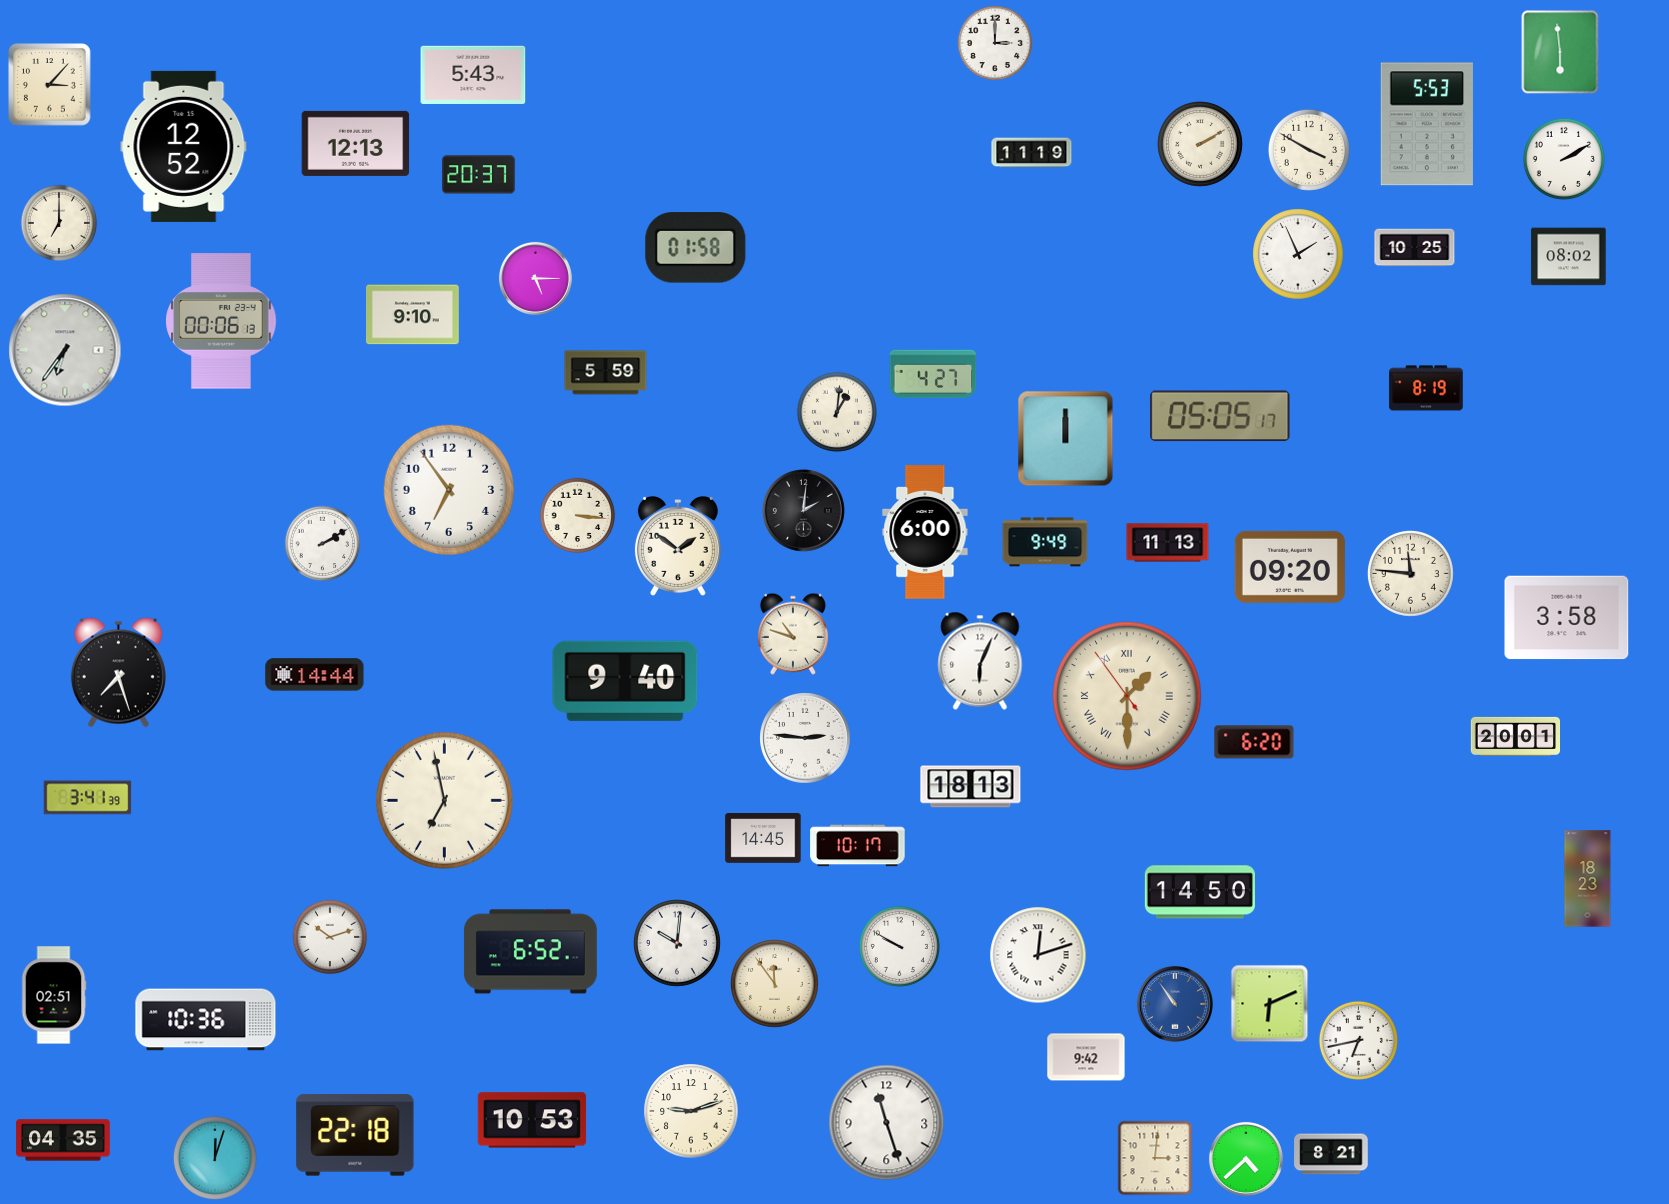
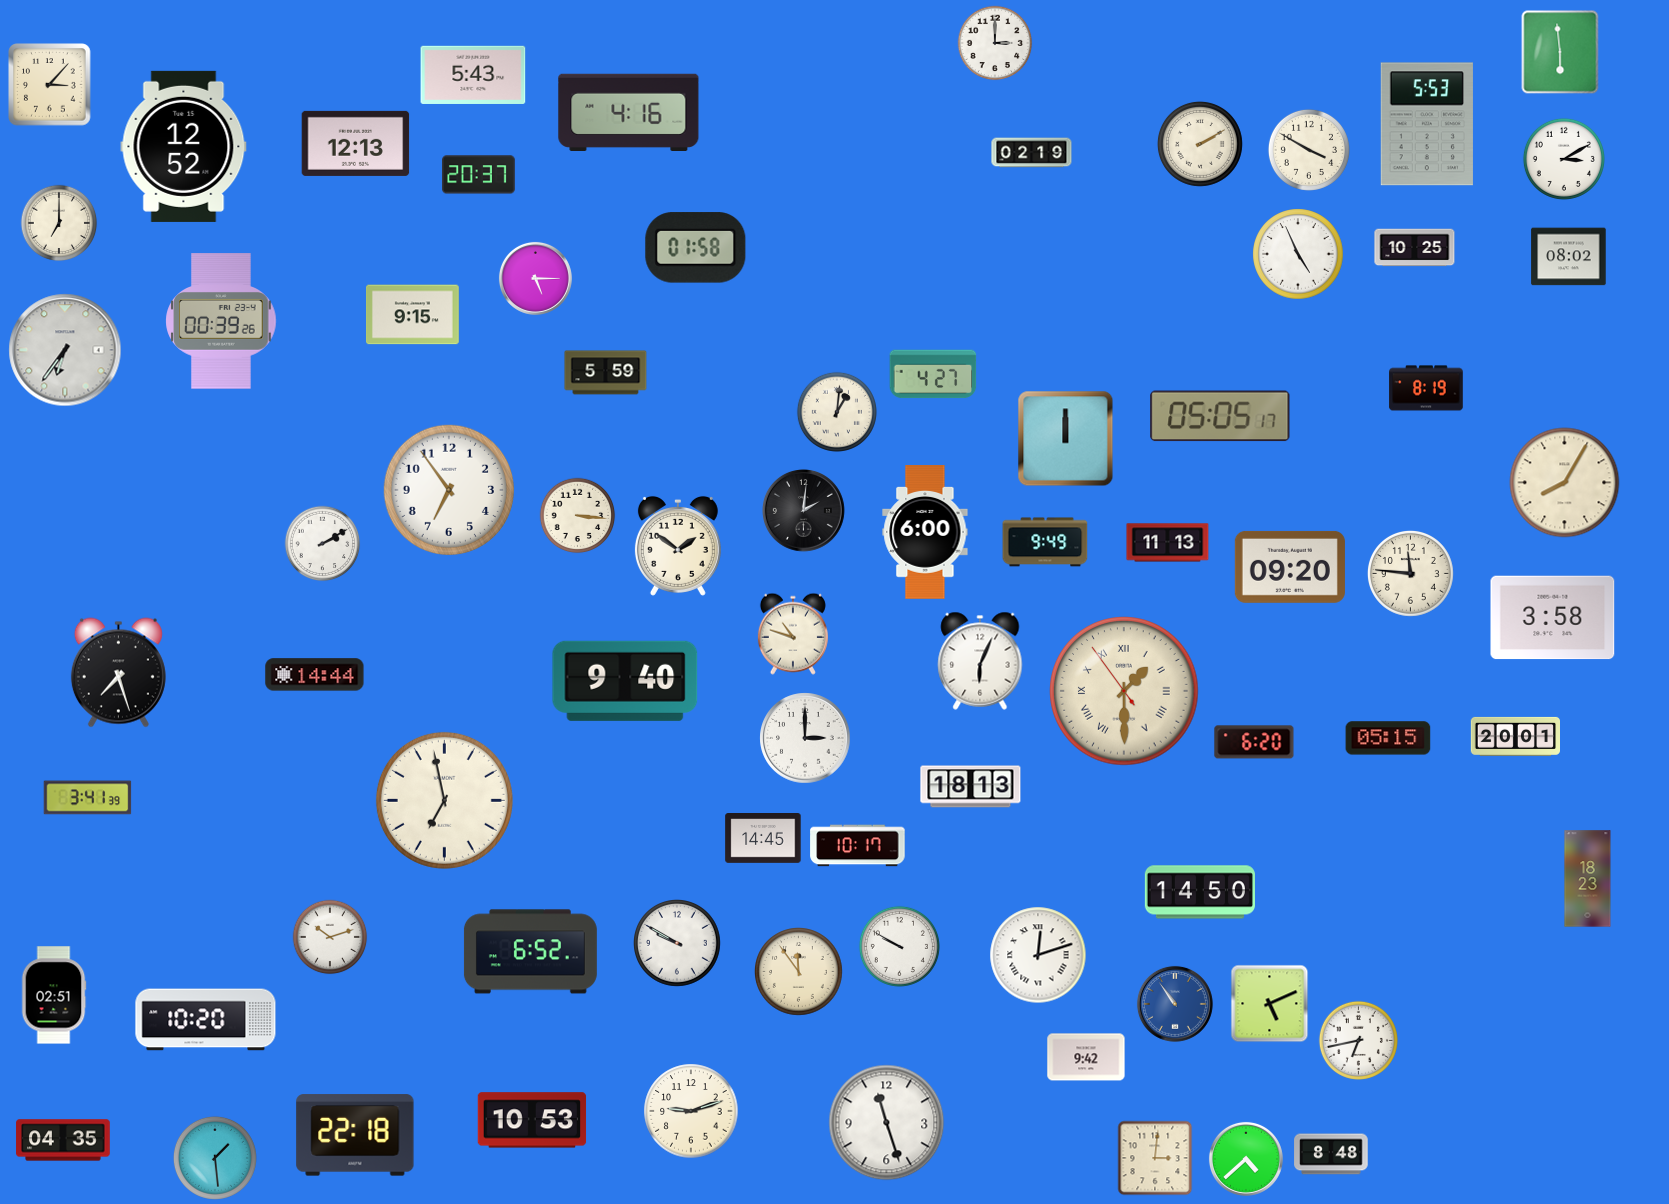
clock at (629, 112): none -> 4:16
clock at (1032, 153): 11:19 -> 02:19
clock at (1564, 159): 2:10 -> 3:10
clock at (1298, 254): 1:56 -> 4:56
clock at (413, 315): 9:10 -> 9:15
clock at (221, 321): 00:06 -> 00:39
clock at (1565, 483): none -> 8:05
clock at (1567, 618) position: (1567, 618) -> (1553, 618)
clock at (1127, 696) position: (1127, 696) -> (1124, 691)
clock at (805, 738): 2:46 -> 3:00
clock at (1388, 738): none -> 05:15
clock at (678, 944): 10:01 -> 9:50
clock at (775, 984) position: (775, 984) -> (799, 972)
clock at (1270, 1004): 6:11 -> 5:11
clock at (206, 1020): 10:36 -> 10:20
clock at (1331, 1154): 8:21 -> 8:48
clock at (215, 1158): 12:03 -> 1:29
